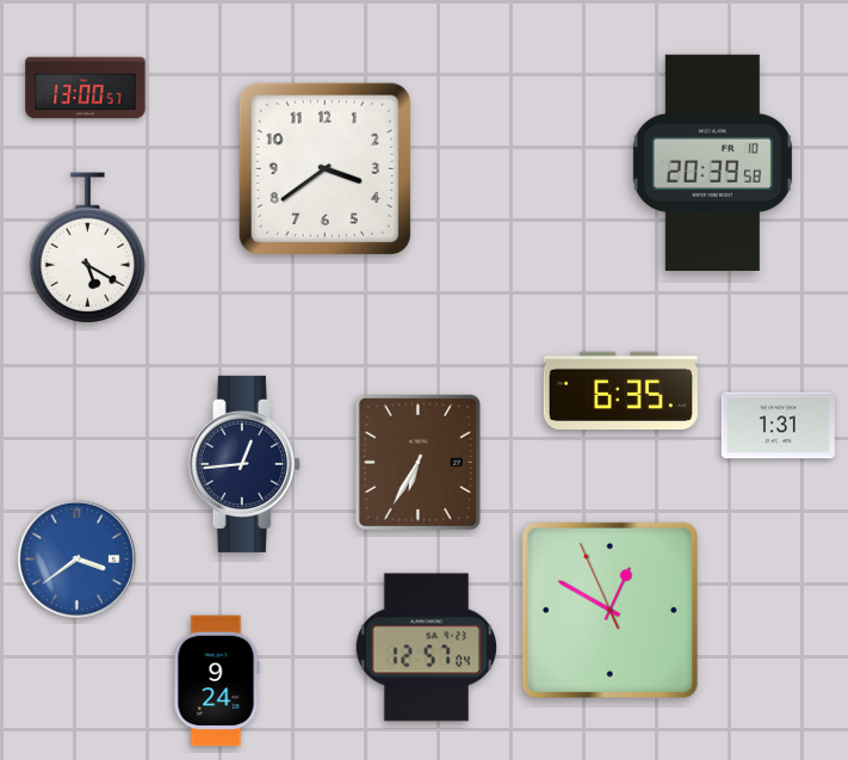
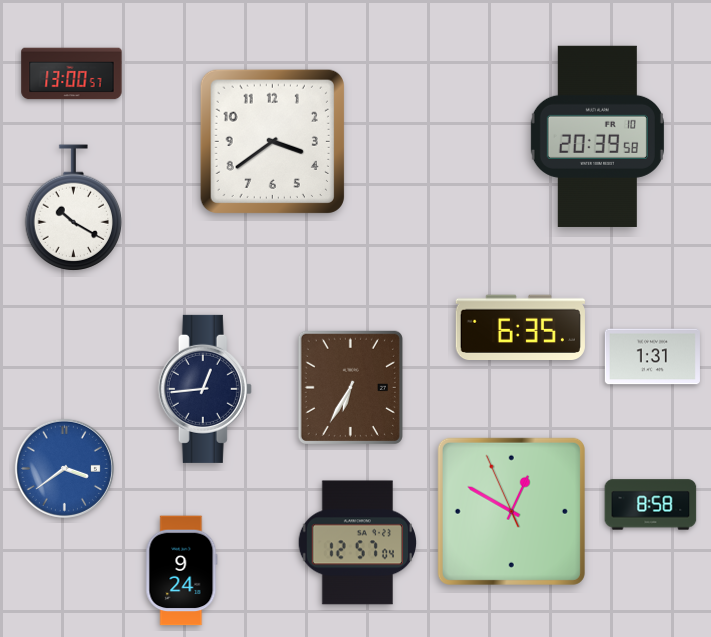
clock at (88, 248): 5:20 -> 10:20
clock at (651, 505): none -> 8:58
